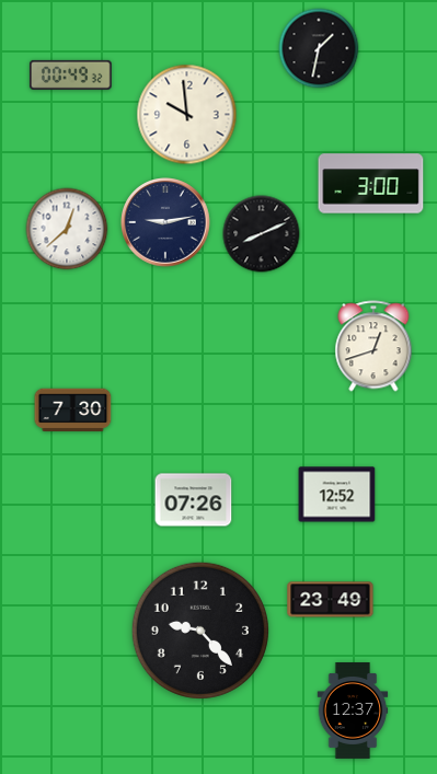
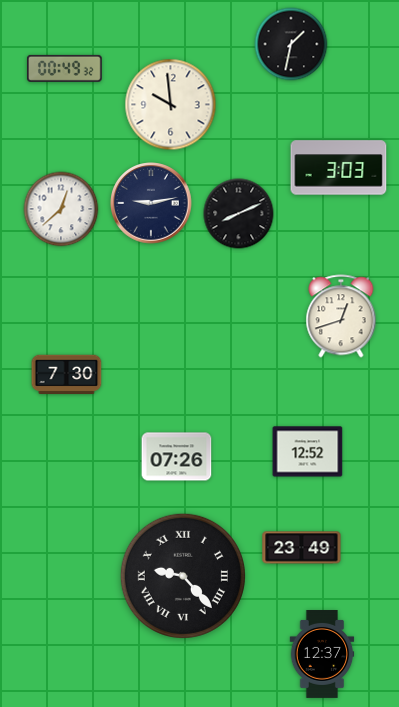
clock at (371, 184): 3:00 -> 3:03
clock at (200, 631) numerals: Arabic -> Roman
clock at (353, 712) position: (353, 712) -> (322, 655)
